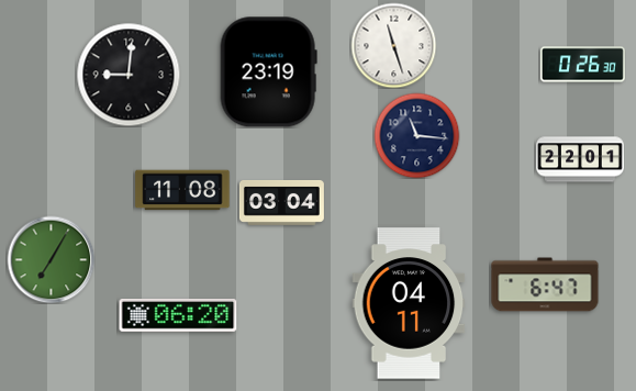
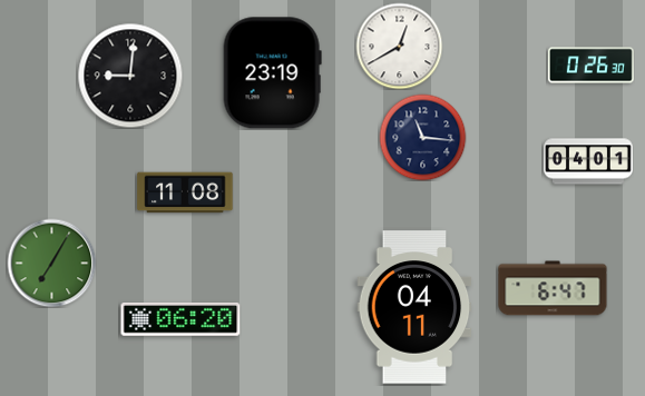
clock at (393, 45): 11:27 -> 12:40
clock at (580, 159): 22:01 -> 04:01
clock at (281, 202): 03:04 -> none
